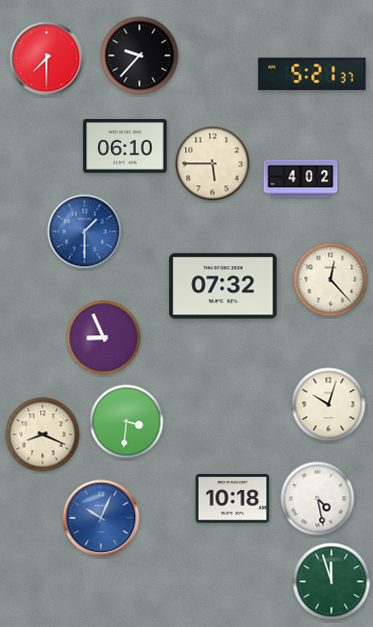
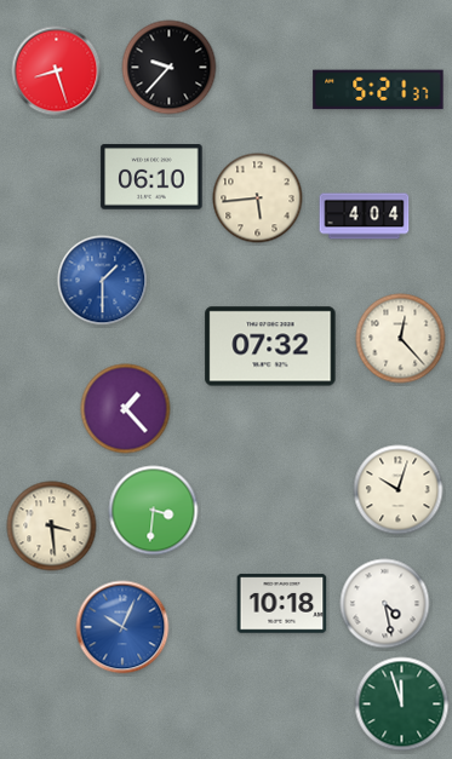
clock at (47, 59): 7:30 -> 8:27
clock at (213, 164): 5:45 -> 5:44
clock at (301, 179): 4:02 -> 4:04
clock at (104, 338): 8:56 -> 1:23
clock at (43, 435): 8:19 -> 3:29
